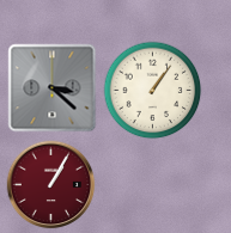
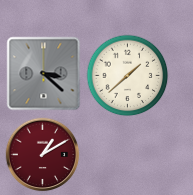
clock at (153, 91): 1:06 -> 1:38
clock at (51, 185): 1:05 -> 1:10
